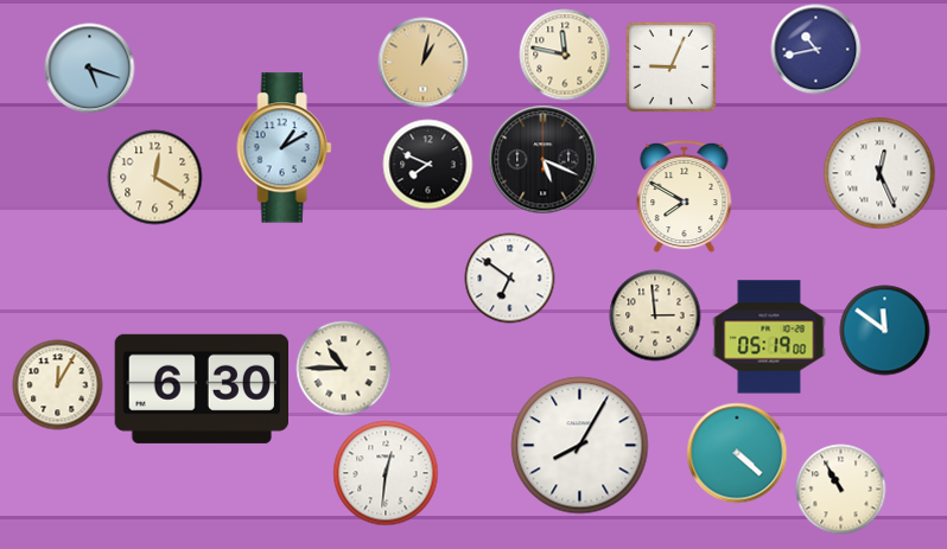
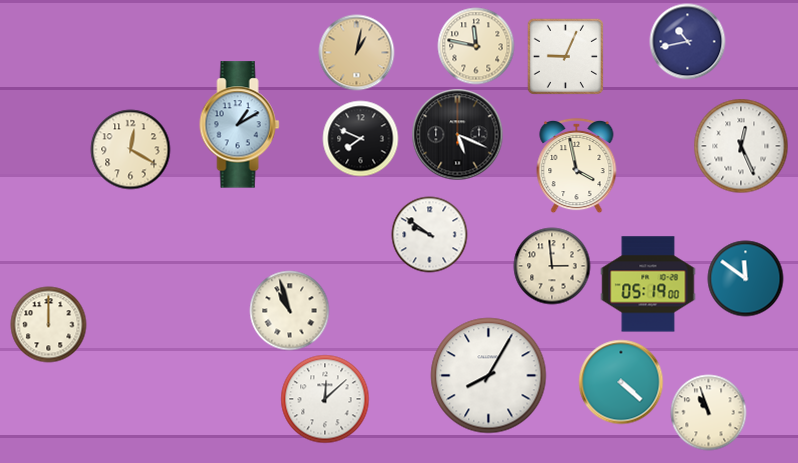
clock at (90, 69): 5:18 -> none
clock at (685, 197): 7:50 -> 3:58
clock at (510, 279): 6:51 -> 9:51
clock at (344, 369): 10:45 -> 10:57
clock at (58, 385): 12:05 -> 12:00
clock at (201, 389): 6:30 -> none
clock at (386, 473): 12:31 -> 12:08
clock at (841, 490): 10:55 -> 10:57
